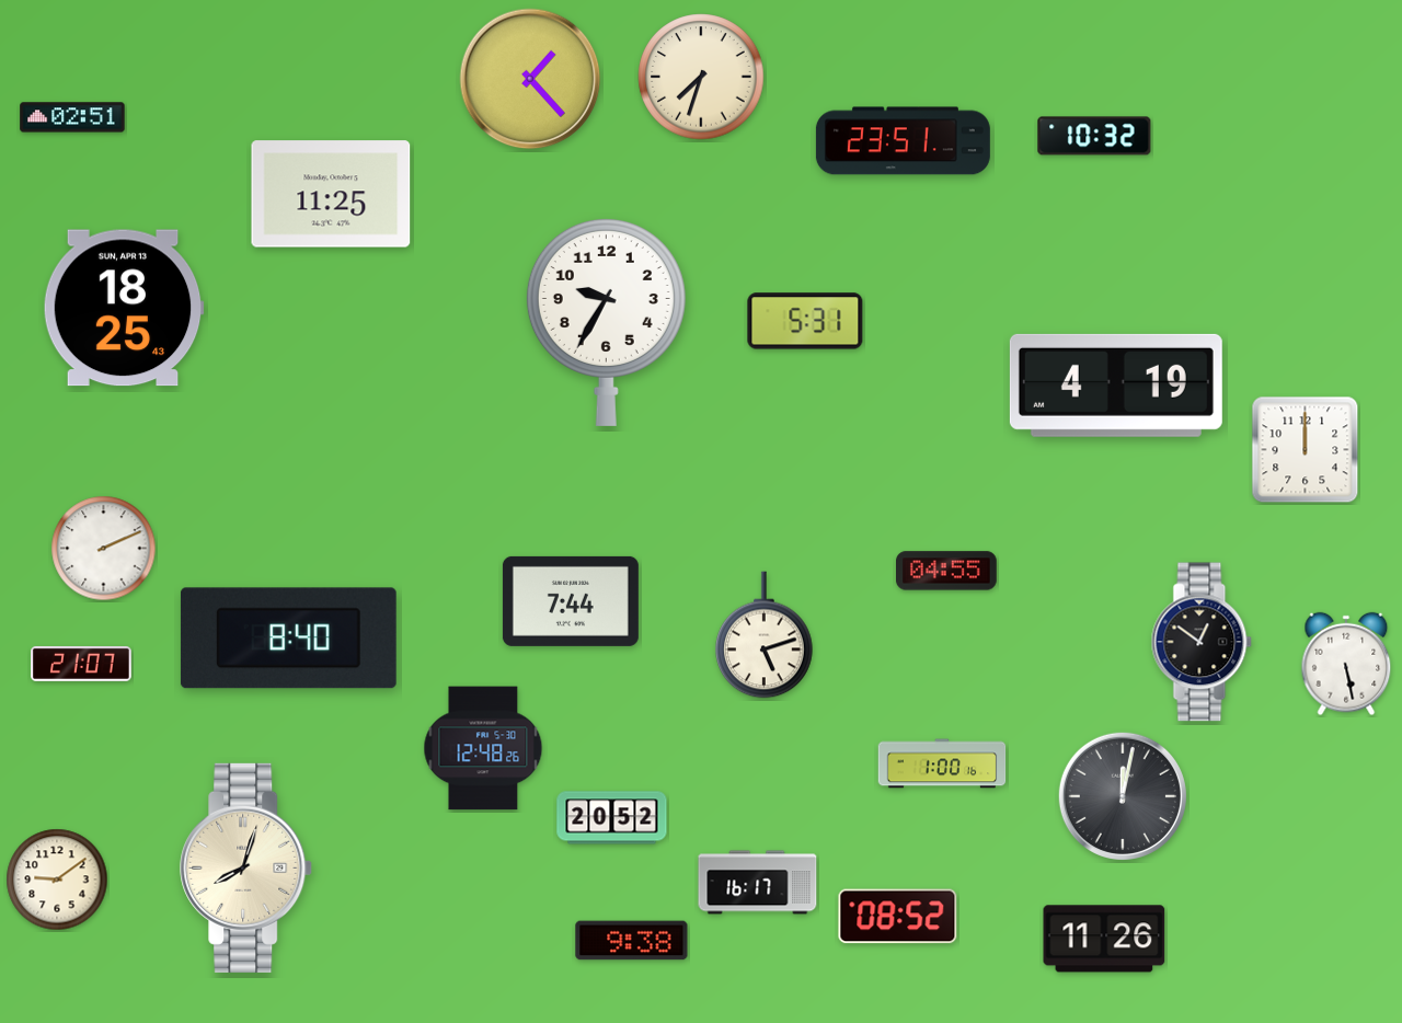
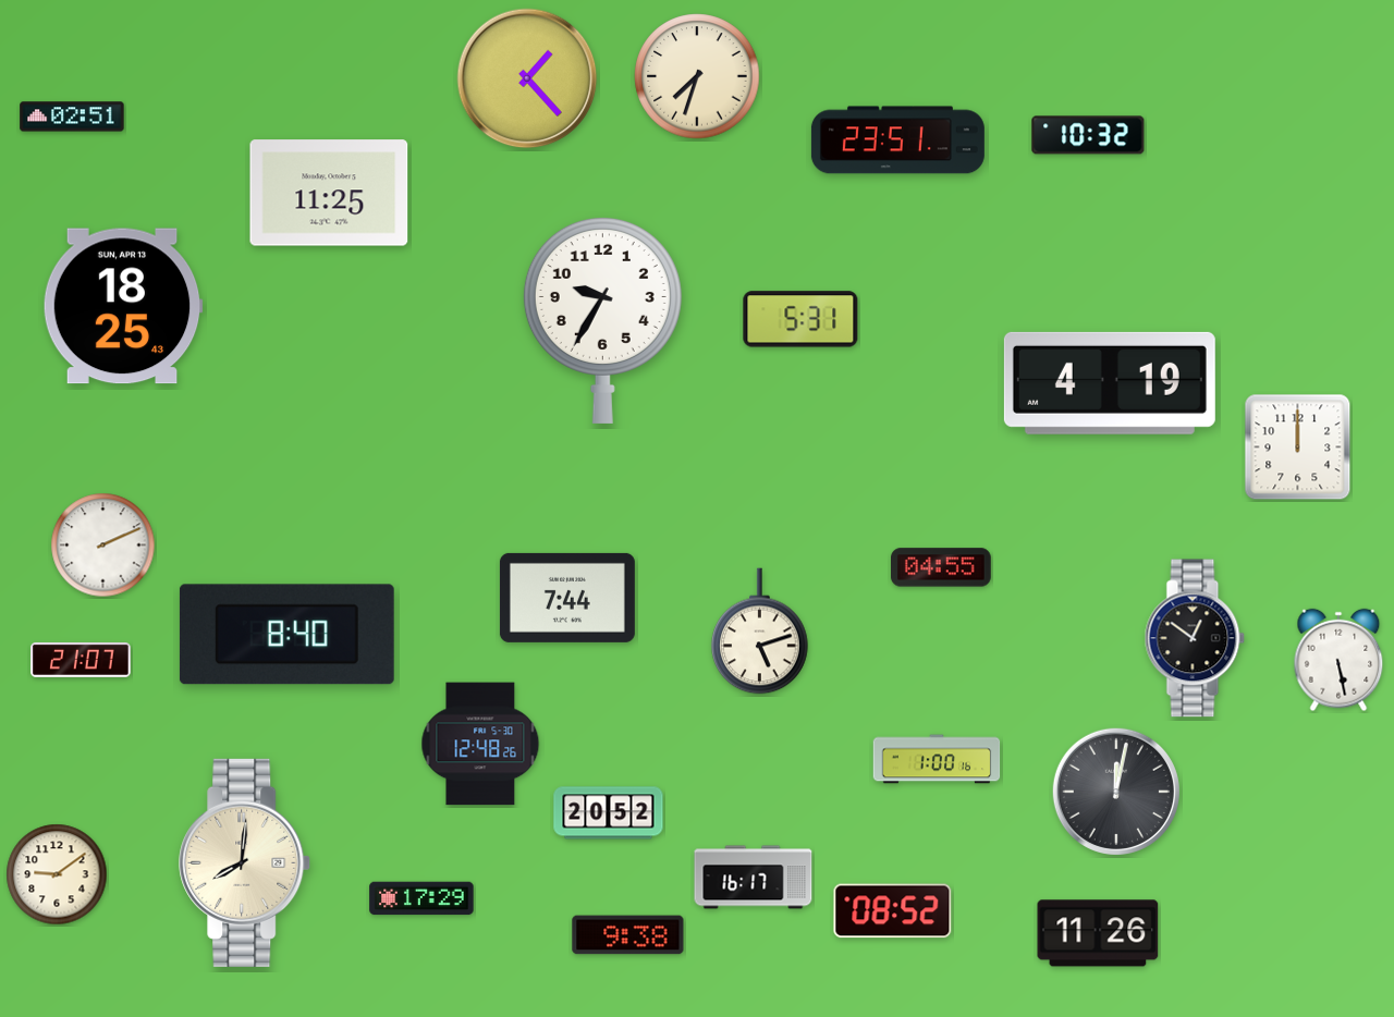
clock at (246, 867): 8:03 -> 8:01
clock at (421, 898): none -> 17:29
